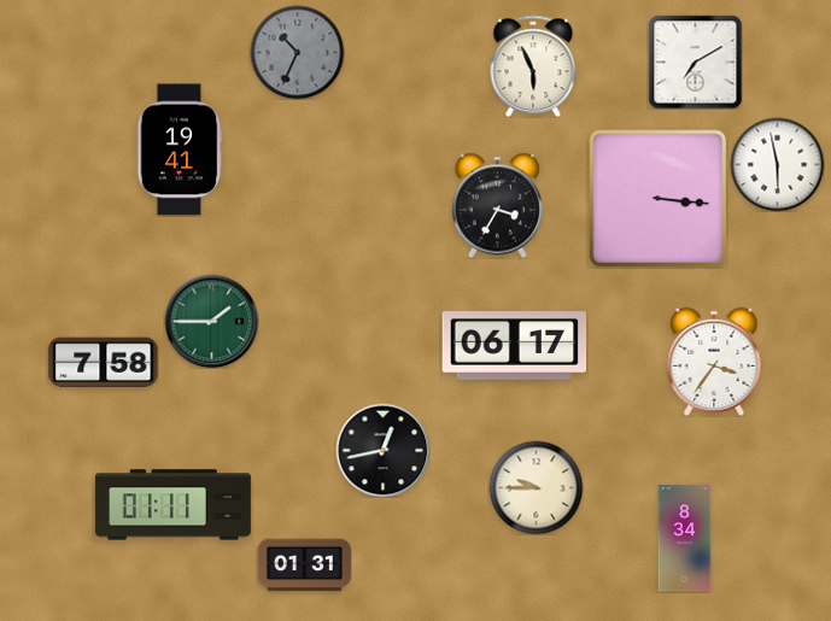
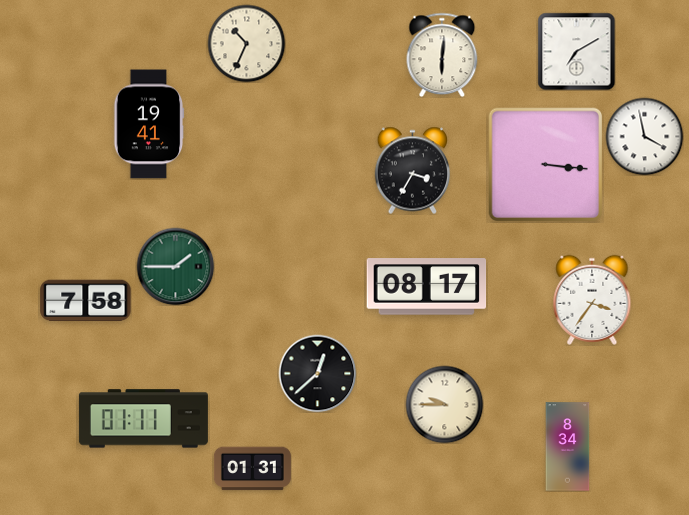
clock at (297, 52) dial: grey -> cream
clock at (533, 66): 5:56 -> 6:01
clock at (777, 164): 5:58 -> 3:58
clock at (515, 346): 06:17 -> 08:17
clock at (382, 450): 12:43 -> 12:38
